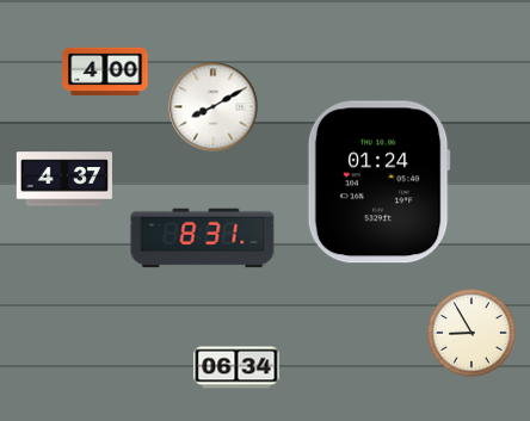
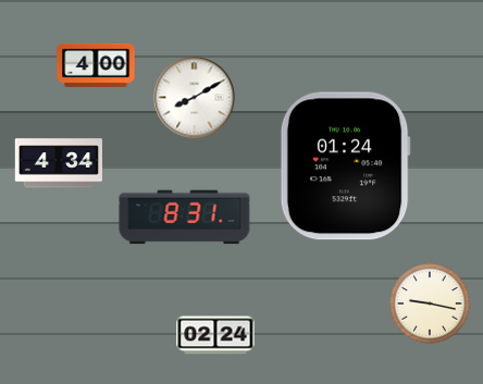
clock at (63, 179): 4:37 -> 4:34
clock at (472, 333): 8:55 -> 9:17
clock at (236, 367): 06:34 -> 02:24
